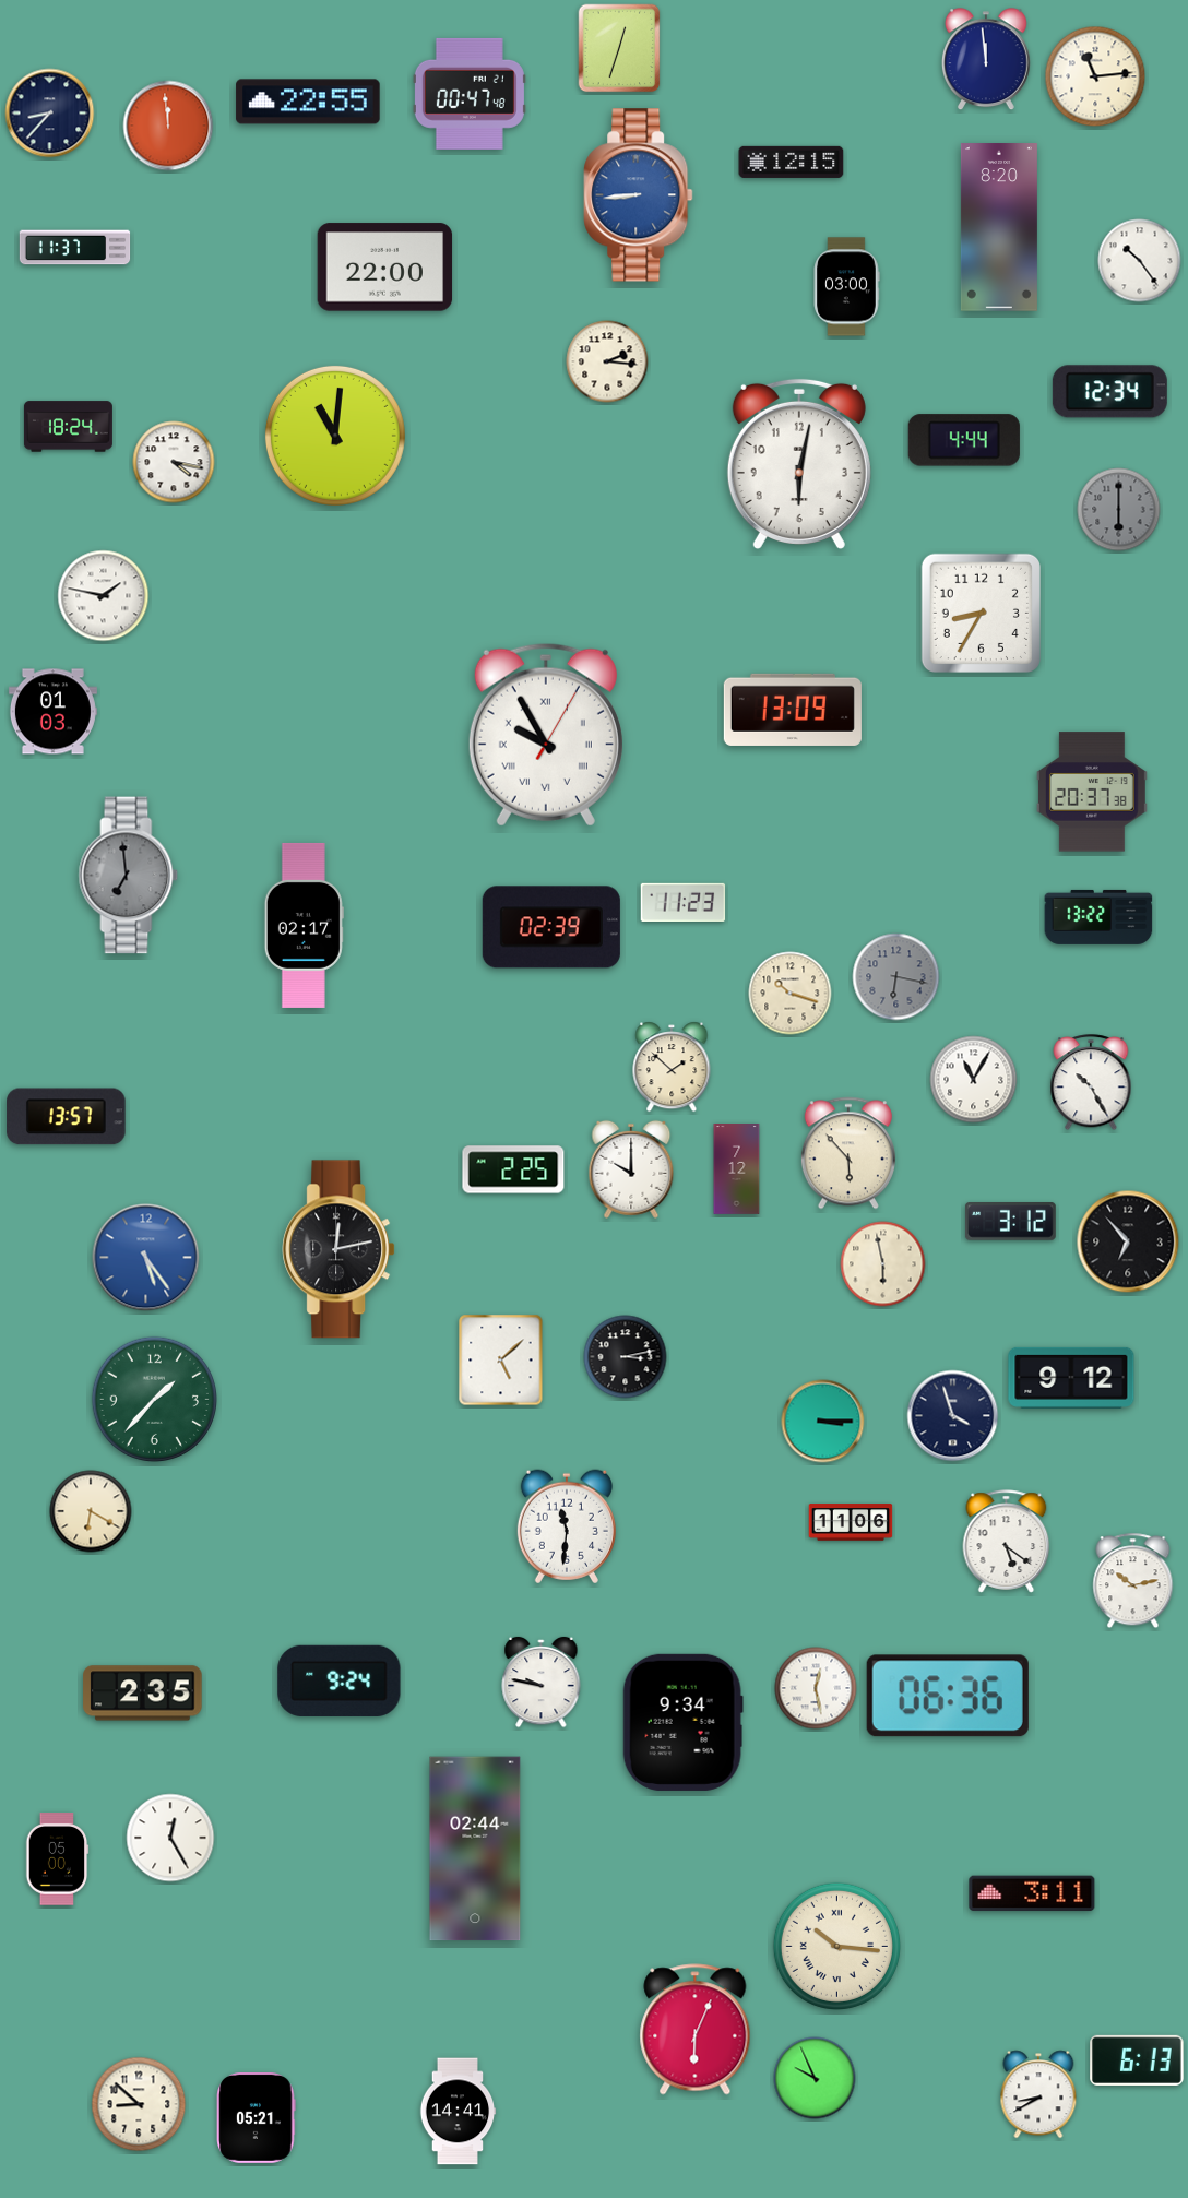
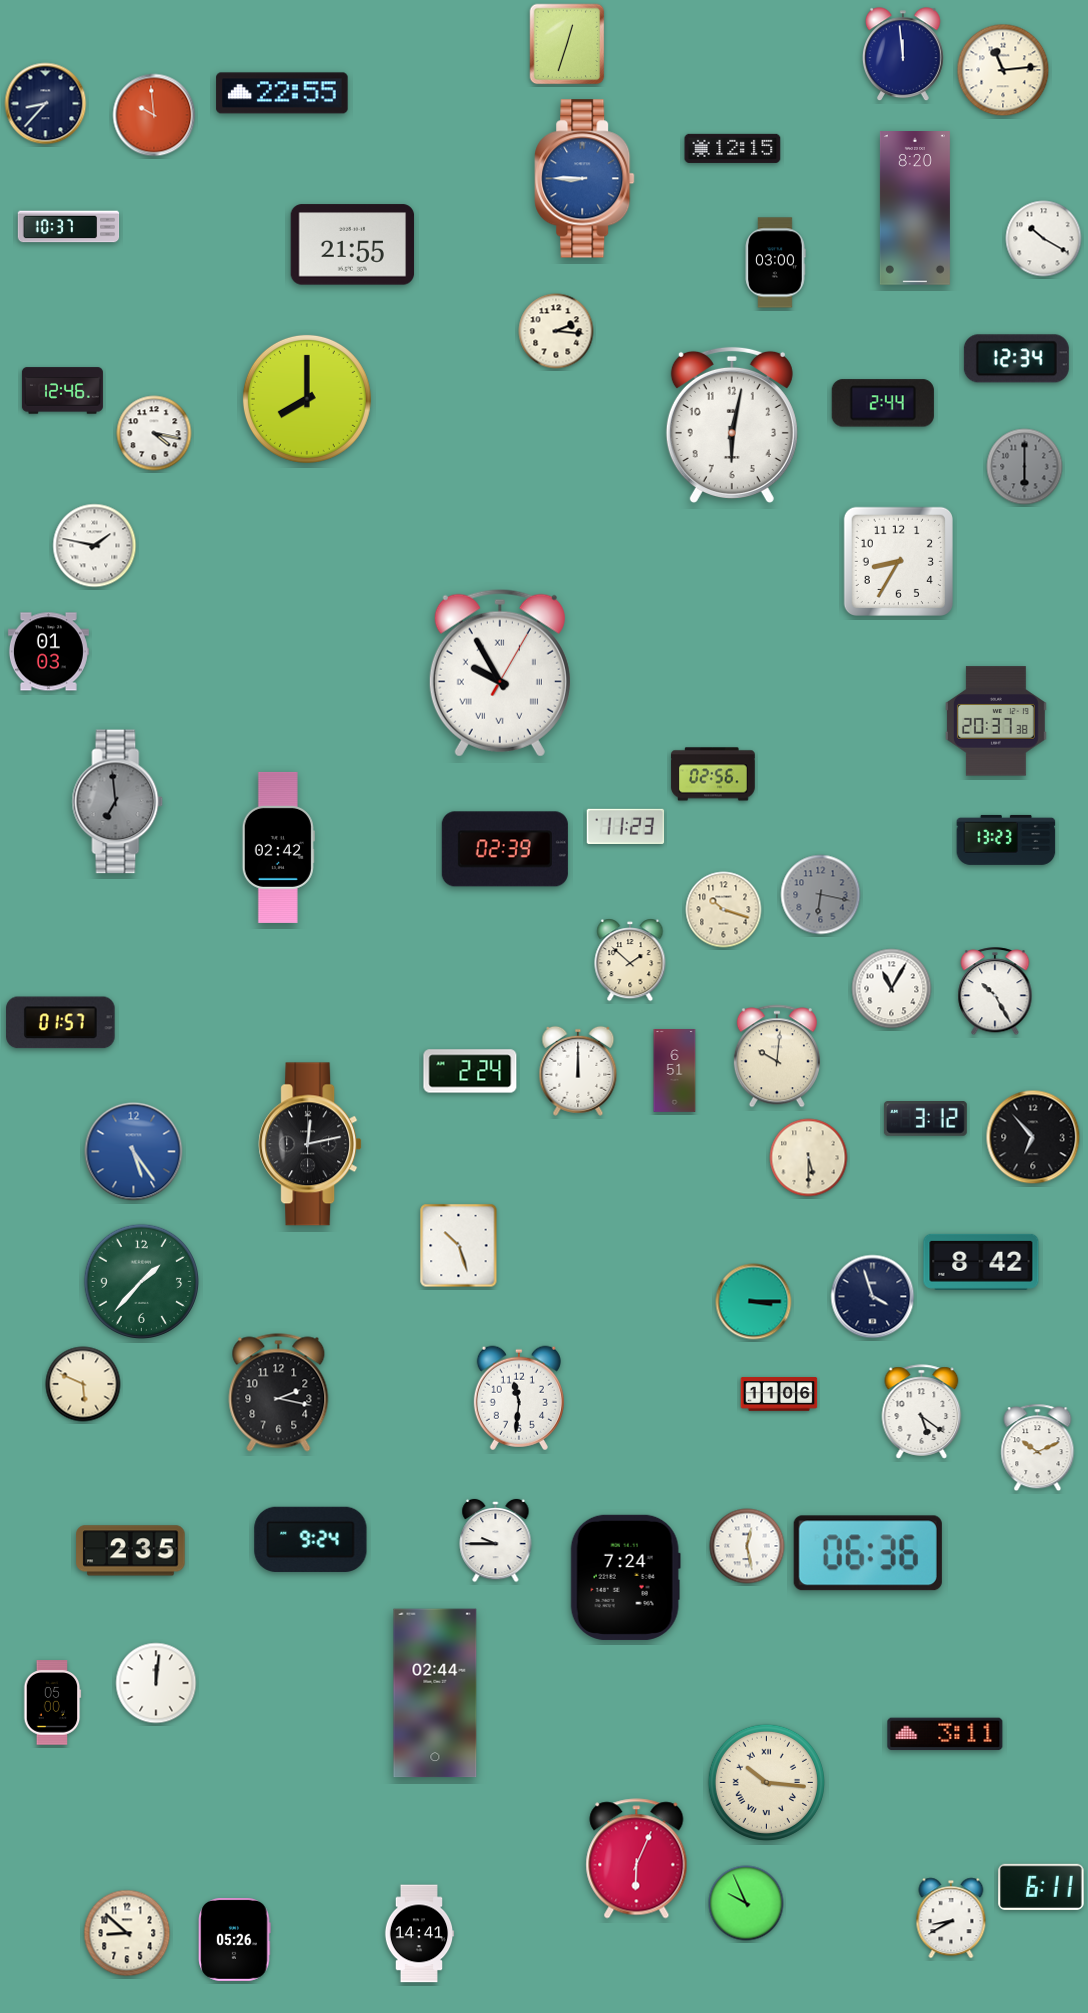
clock at (470, 94): 00:47 -> none
clock at (168, 126): 11:59 -> 9:59
clock at (792, 162) position: (792, 162) -> (733, 148)
clock at (639, 195): 8:44 -> 8:45
clock at (75, 248): 11:37 -> 10:37
clock at (1140, 261): 10:24 -> 10:20
clock at (385, 268): 22:00 -> 21:55
clock at (68, 427): 18:24 -> 12:46
clock at (335, 436): 11:01 -> 8:00
clock at (964, 440): 4:44 -> 2:44
clock at (174, 462) position: (174, 462) -> (154, 433)
clock at (793, 710): 13:09 -> none
clock at (1092, 792) position: (1092, 792) -> (996, 721)
clock at (713, 774): none -> 02:56
clock at (1098, 917): 13:22 -> 13:23
clock at (304, 925): 02:17 -> 02:42
clock at (672, 1067) position: (672, 1067) -> (630, 960)
clock at (1091, 1083) position: (1091, 1083) -> (995, 992)
clock at (67, 1117): 13:57 -> 01:57
clock at (848, 1153): 5:53 -> 10:01
clock at (513, 1169): 2:25 -> 2:24
clock at (631, 1169): 10:00 -> 12:00
clock at (737, 1169): 7:12 -> 6:51
clock at (883, 1264): 5:58 -> 5:30
clock at (626, 1357): 3:13 -> none
clock at (501, 1361): 5:08 -> 10:27
clock at (1071, 1378): 9:12 -> 8:42
clock at (91, 1511): 6:20 -> 5:49
clock at (279, 1393): none -> 2:17
clock at (1133, 1581): 10:13 -> 10:11
clock at (542, 1683): 9:47 -> 9:45
clock at (682, 1722): 9:34 -> 7:24
clock at (170, 1838): 12:25 -> 12:01
clock at (1137, 2060): 6:13 -> 6:11
clock at (139, 2104) position: (139, 2104) -> (127, 1933)
clock at (257, 2118): 05:21 -> 05:26
